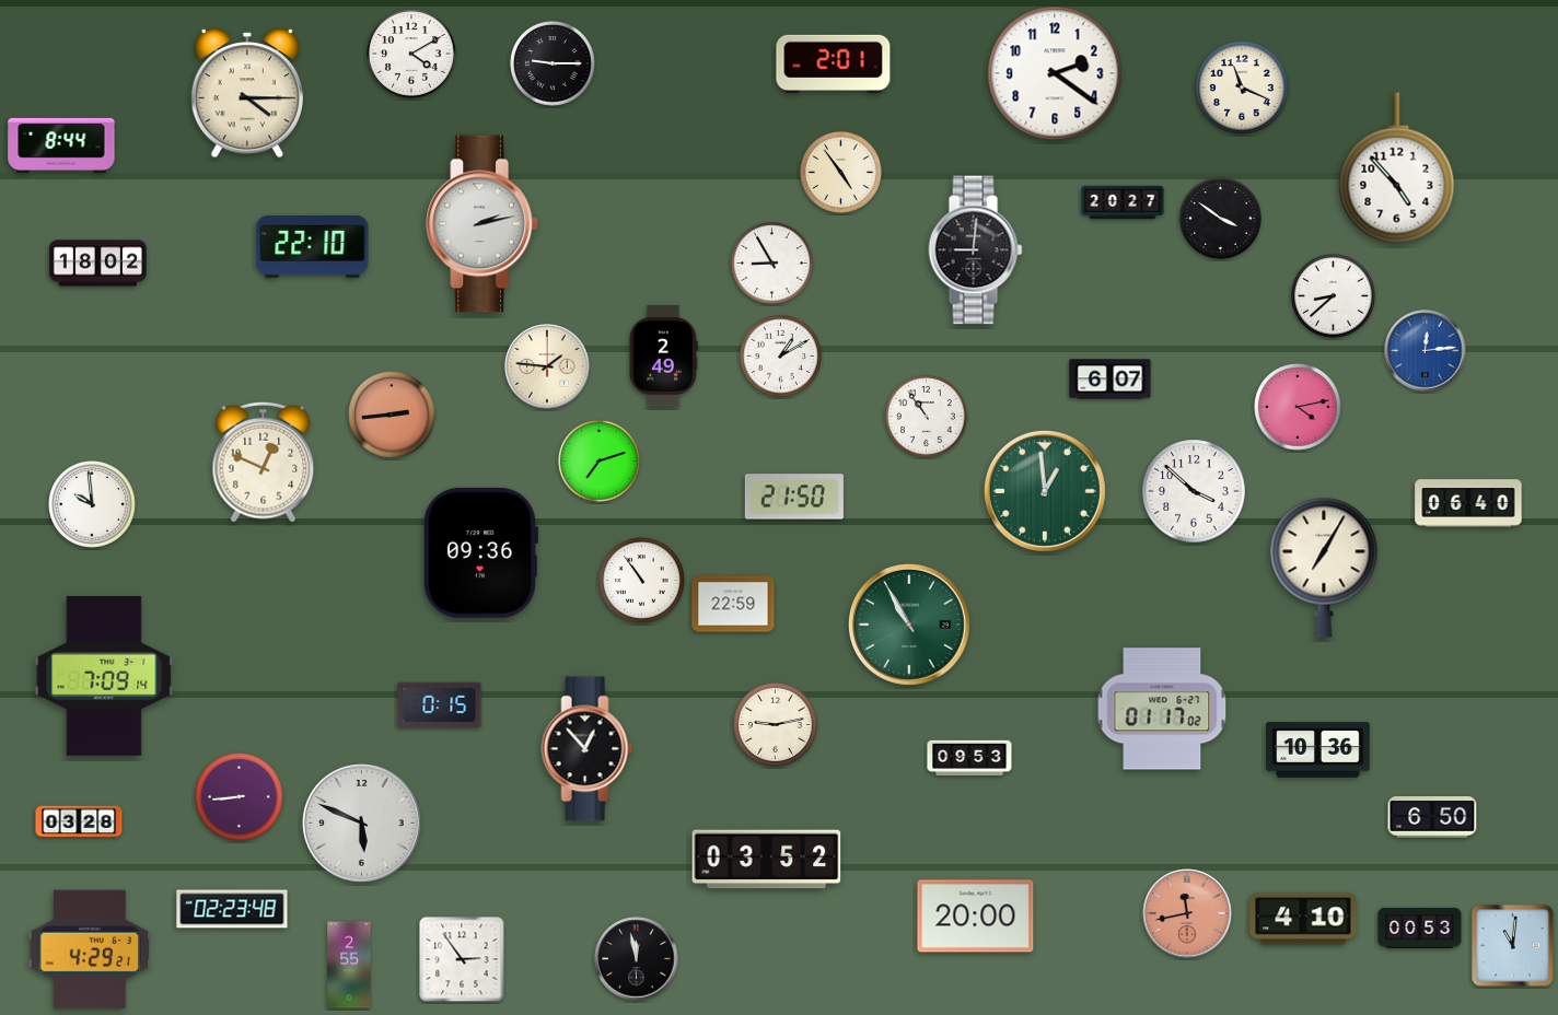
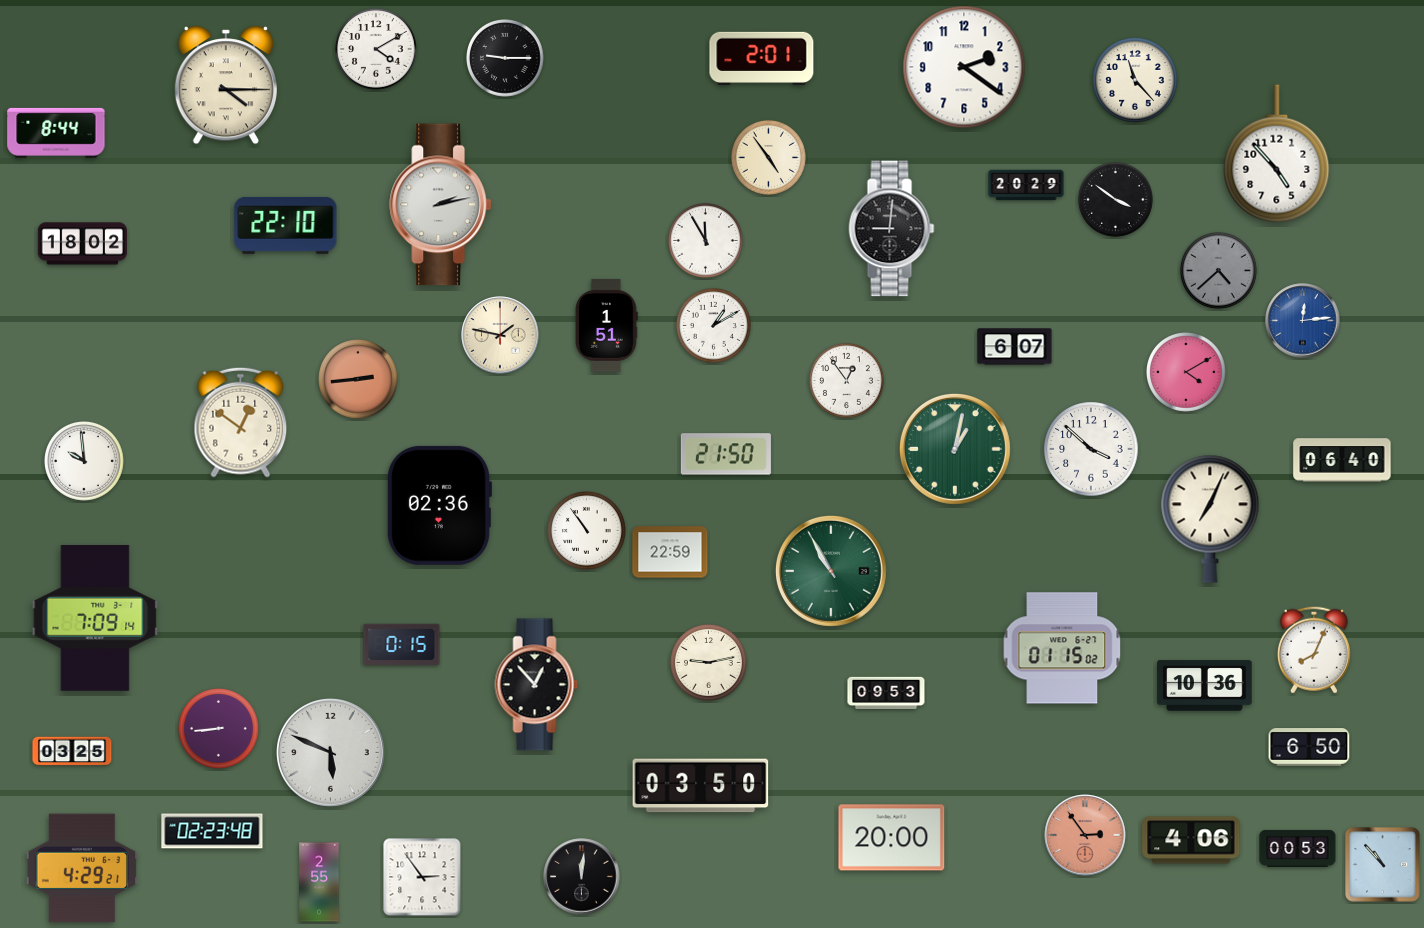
clock at (1242, 87): 11:19 -> 11:23
clock at (1123, 202): 20:27 -> 20:29
clock at (771, 262): 8:55 -> 11:55
clock at (97, 264) position: (97, 264) -> (82, 244)
clock at (1334, 296): 8:38 -> 4:38
clock at (1334, 296) dial: white -> grey
clock at (663, 355): 2:49 -> 1:51
clock at (547, 366): 1:46 -> 1:47
clock at (1299, 408): 4:13 -> 4:10
clock at (926, 416): 10:54 -> 12:54
clock at (598, 460): 7:12 -> none
clock at (264, 462): 12:49 -> 12:51
clock at (1045, 491): 12:59 -> 1:02
clock at (480, 552): 09:36 -> 02:36
clock at (1324, 568): 7:05 -> 7:04
clock at (1162, 709): 01:17 -> 01:15
clock at (1314, 650): none -> 8:04
clock at (79, 821): 03:28 -> 03:25
clock at (767, 860): 03:52 -> 03:50
clock at (1187, 913): 11:43 -> 2:54
clock at (1303, 919): 4:10 -> 4:06
clock at (1513, 946): 11:01 -> 10:53
clock at (637, 959): 11:58 -> 12:01
